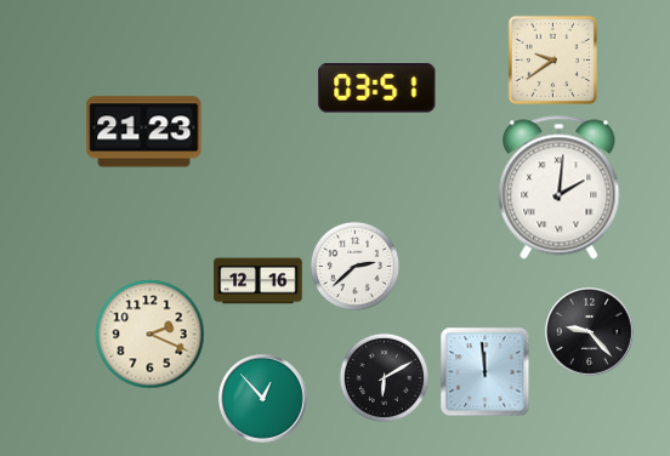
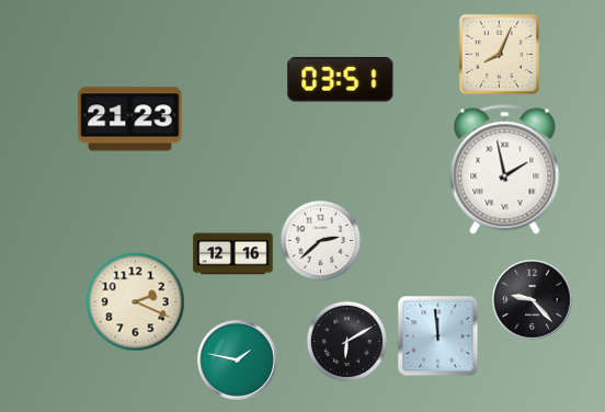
clock at (553, 61): 9:39 -> 8:04
clock at (560, 188): 2:01 -> 1:58
clock at (263, 399): 12:53 -> 1:47
